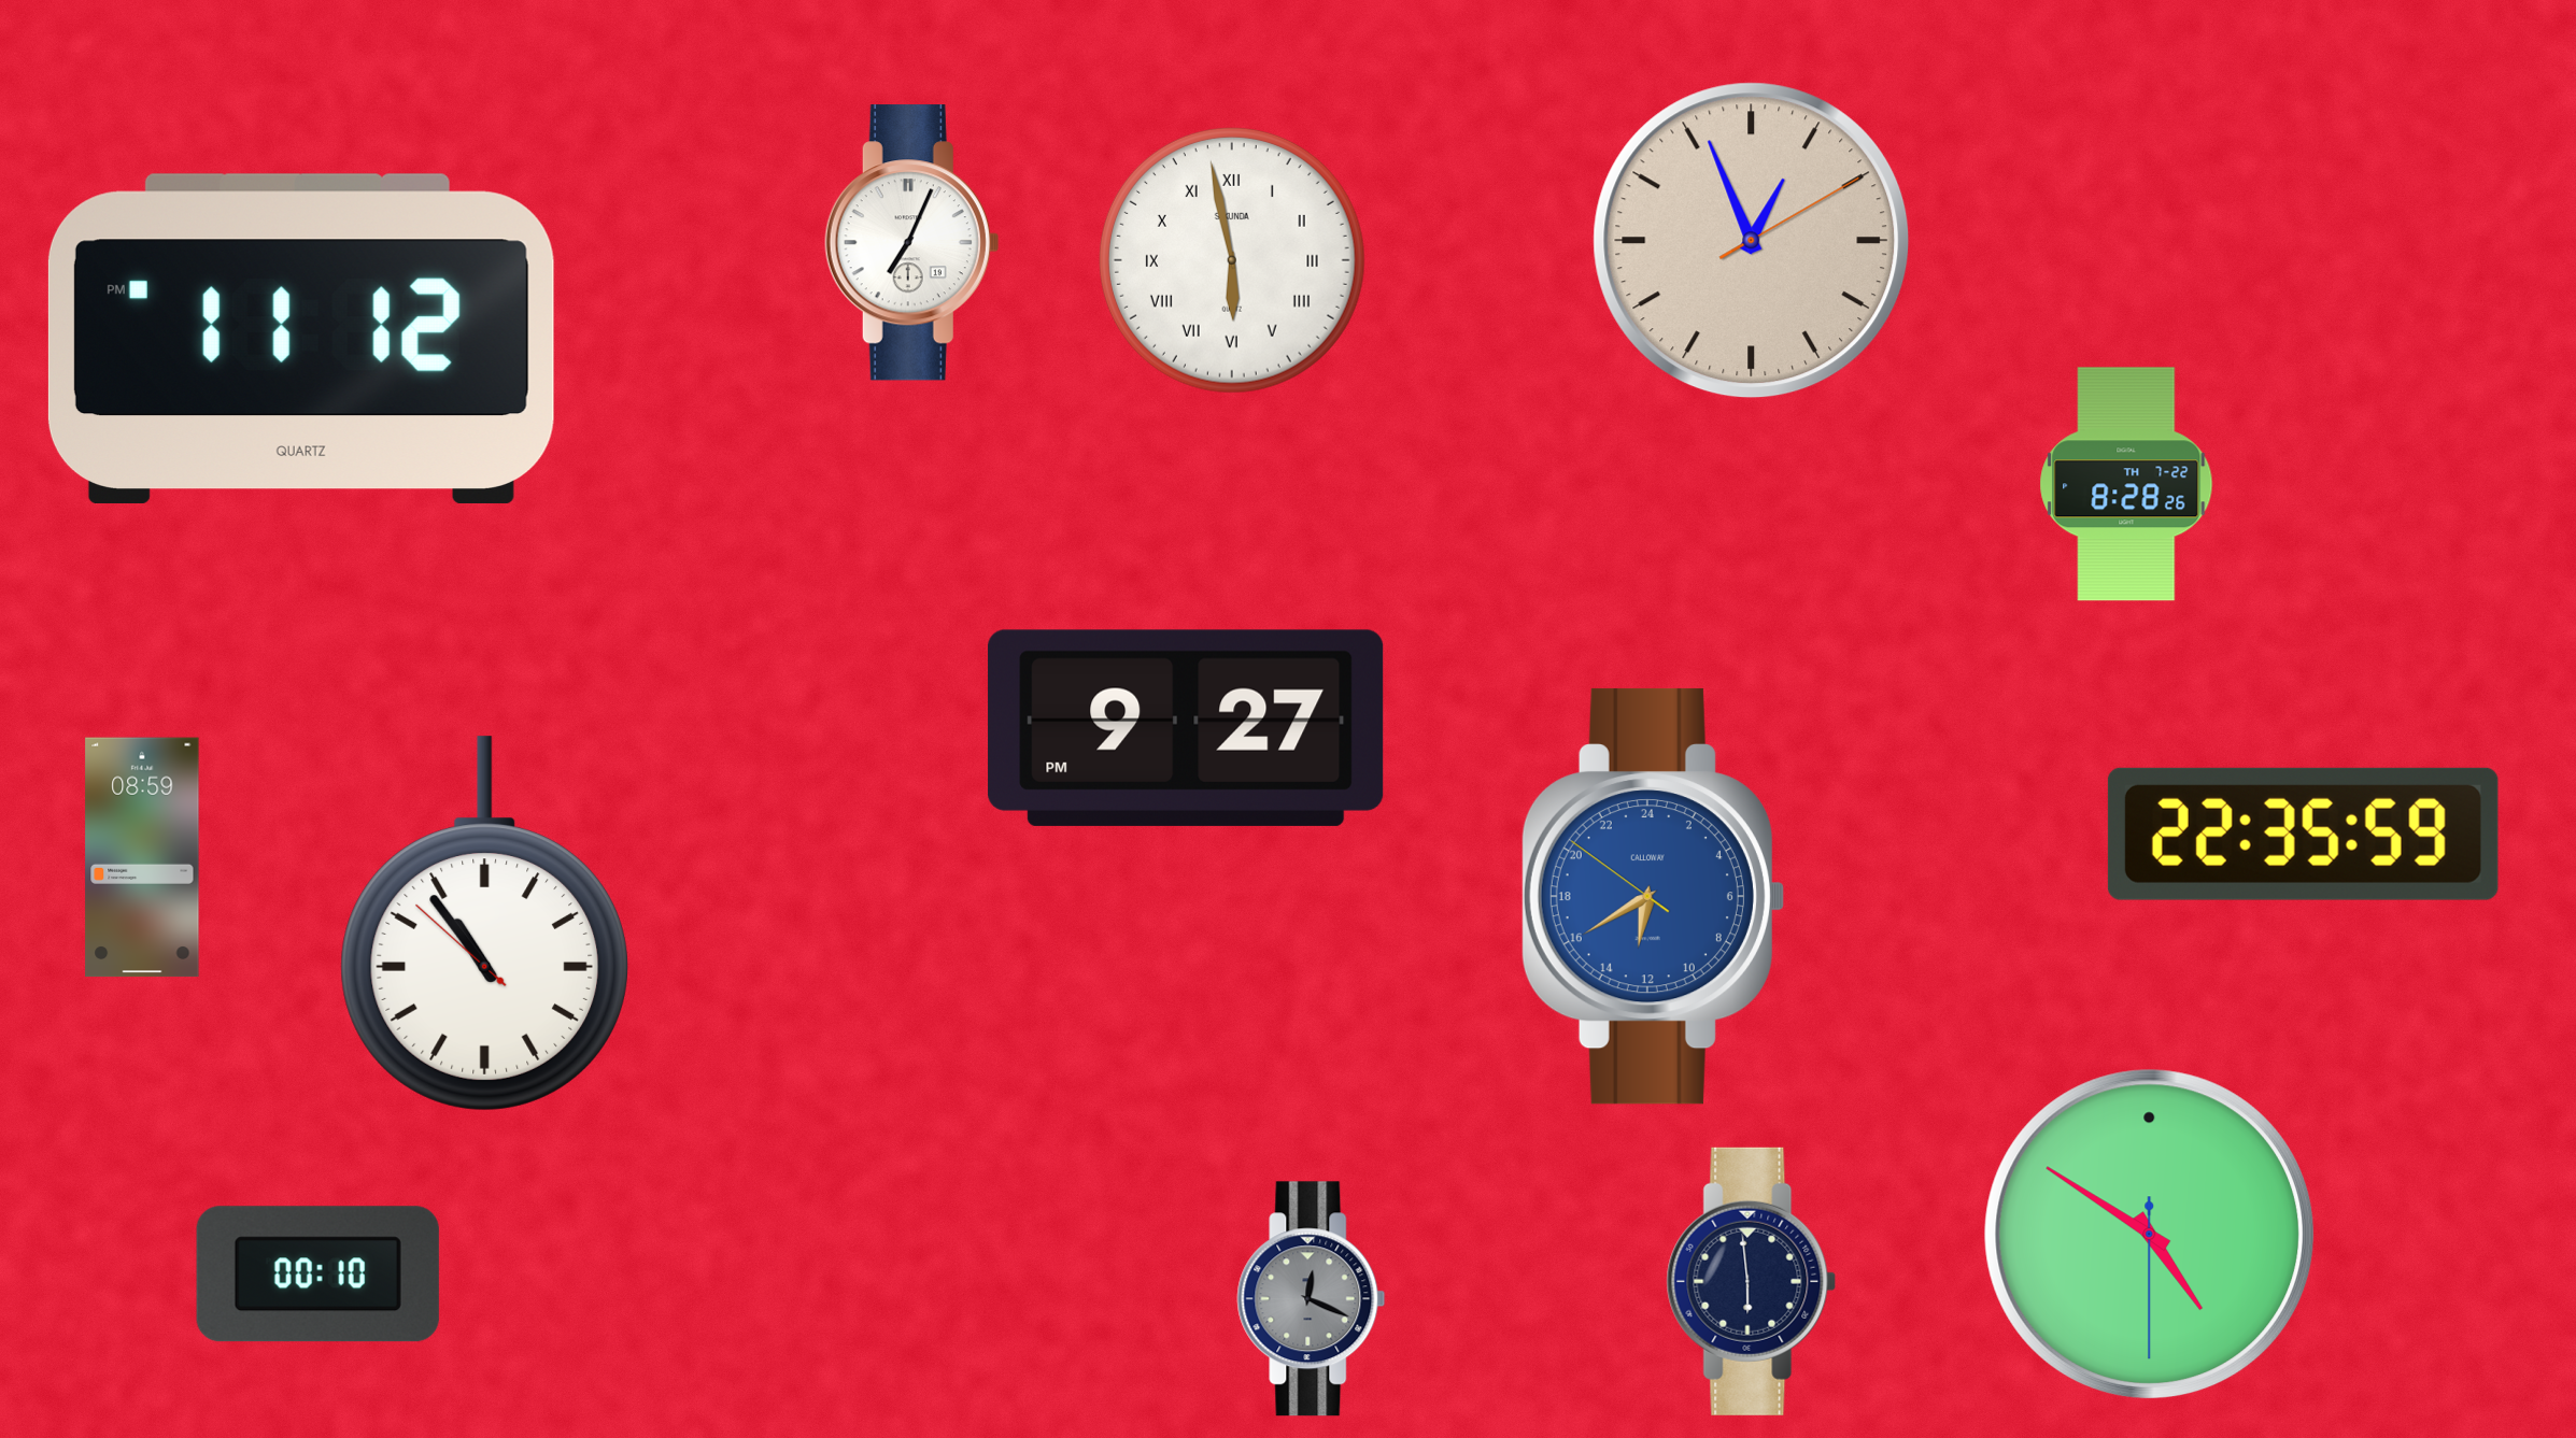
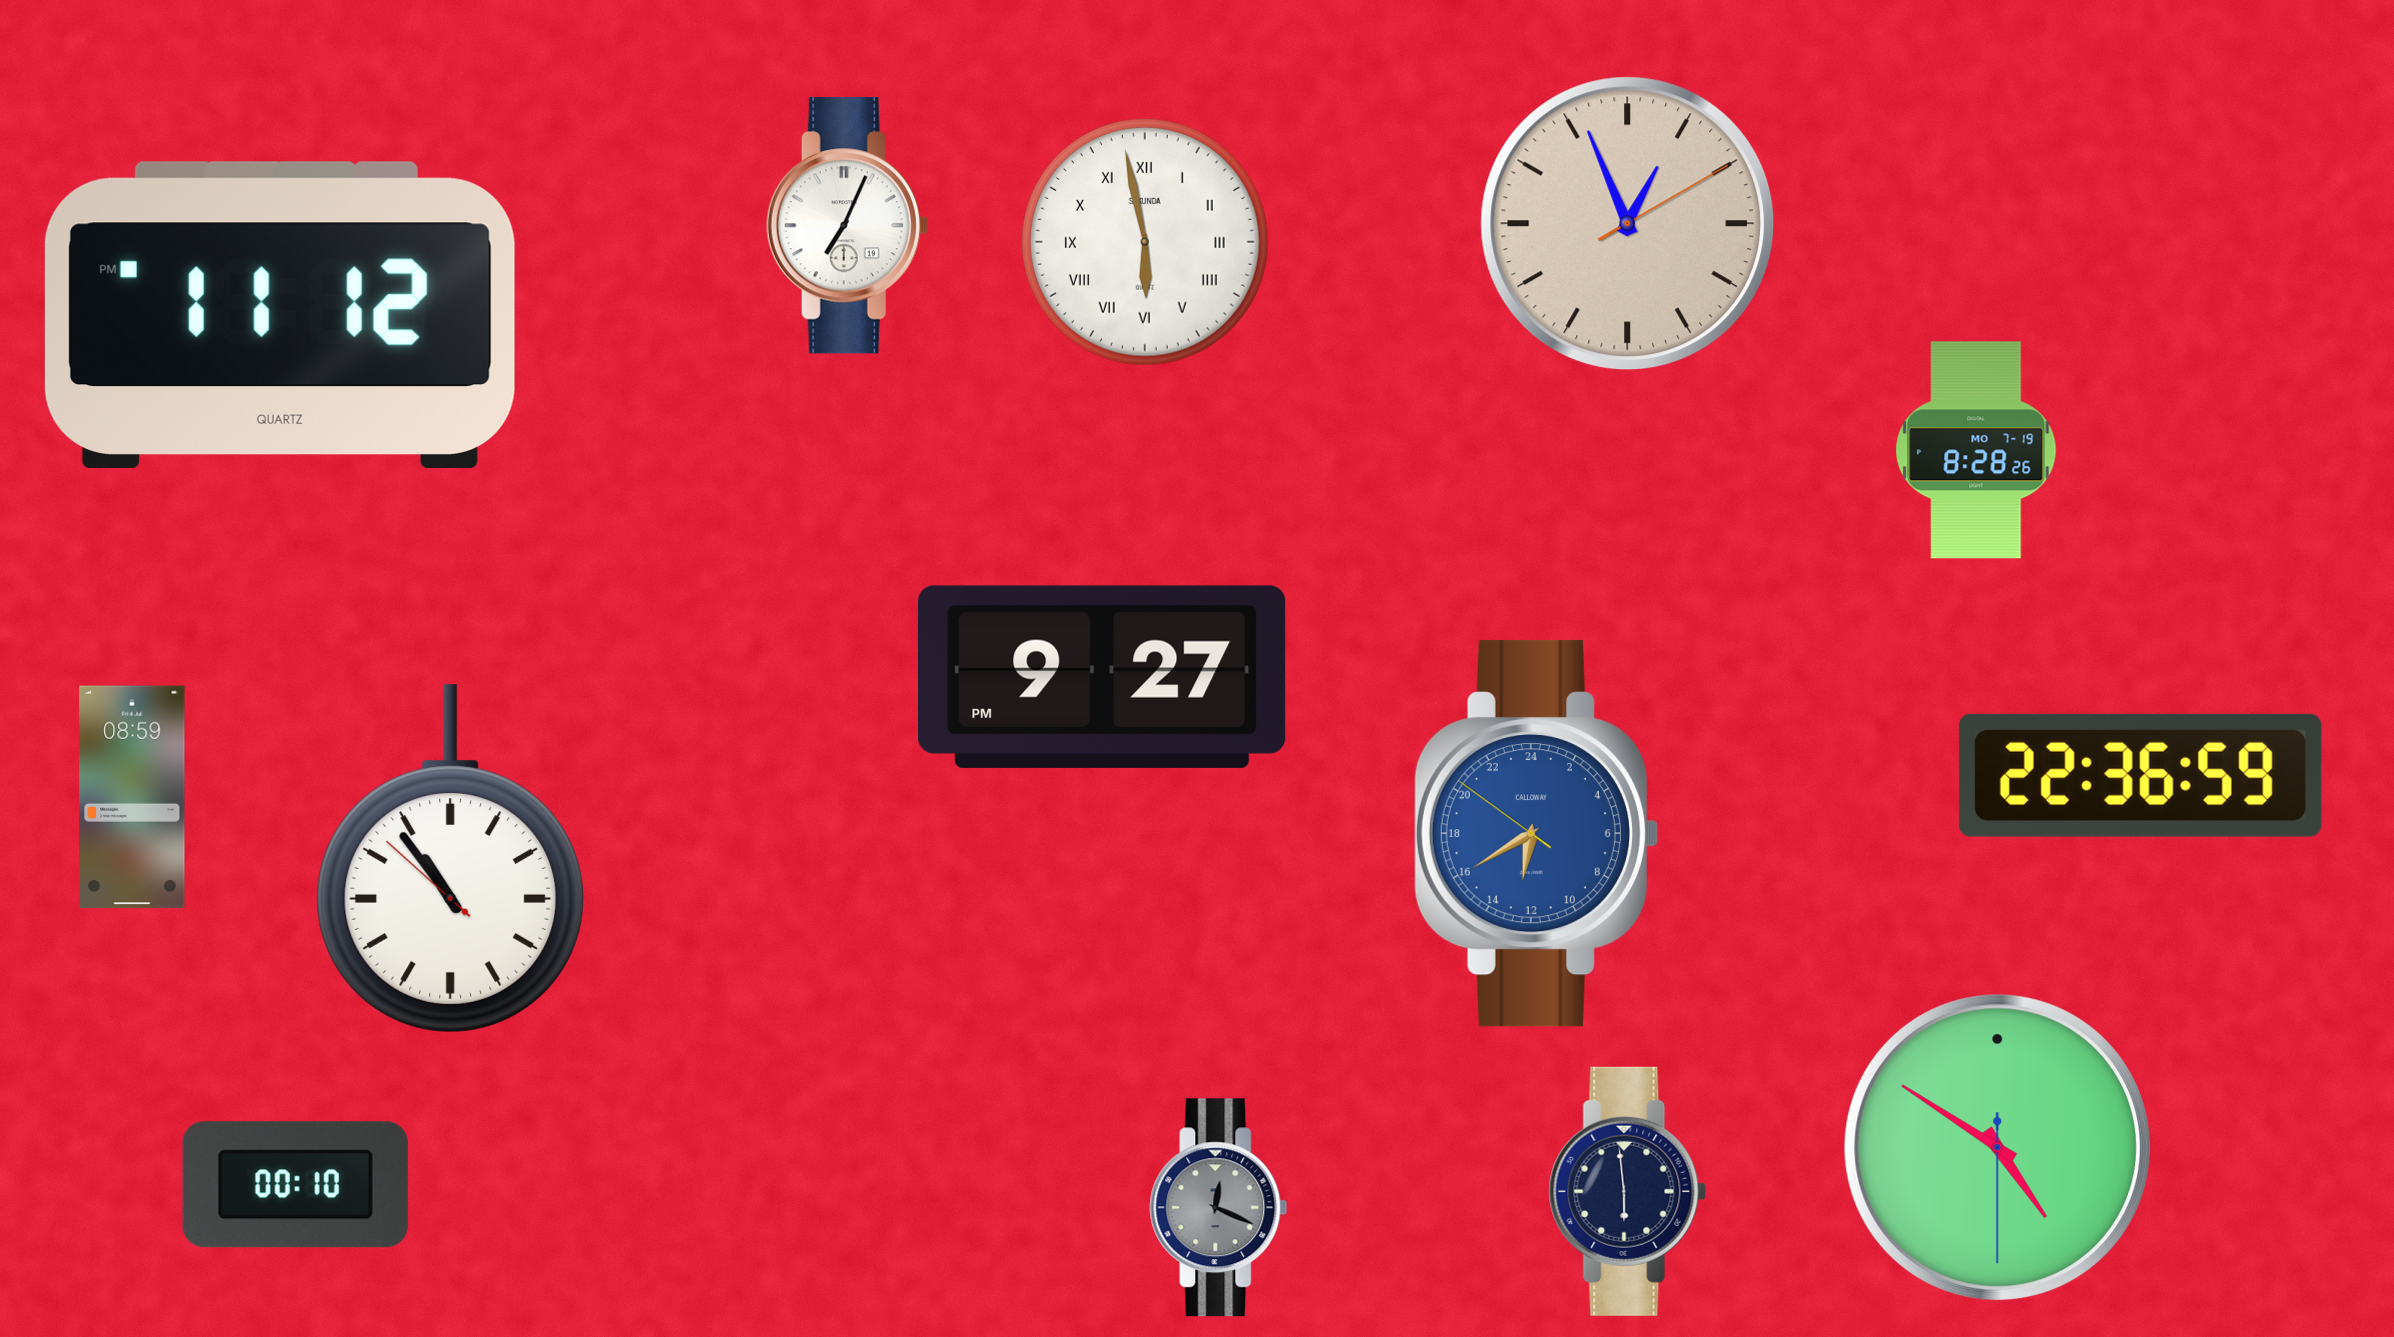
clock at (2126, 484) date: TH 7-22 -> MO 7-19
clock at (2303, 834): 22:35 -> 22:36
